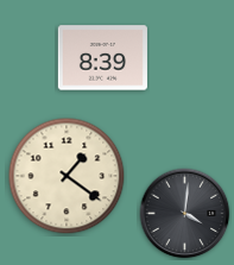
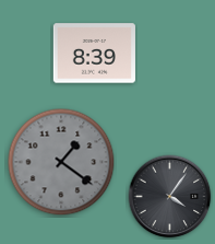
clock at (67, 176) dial: cream -> grey
clock at (185, 214): 4:01 -> 4:06
